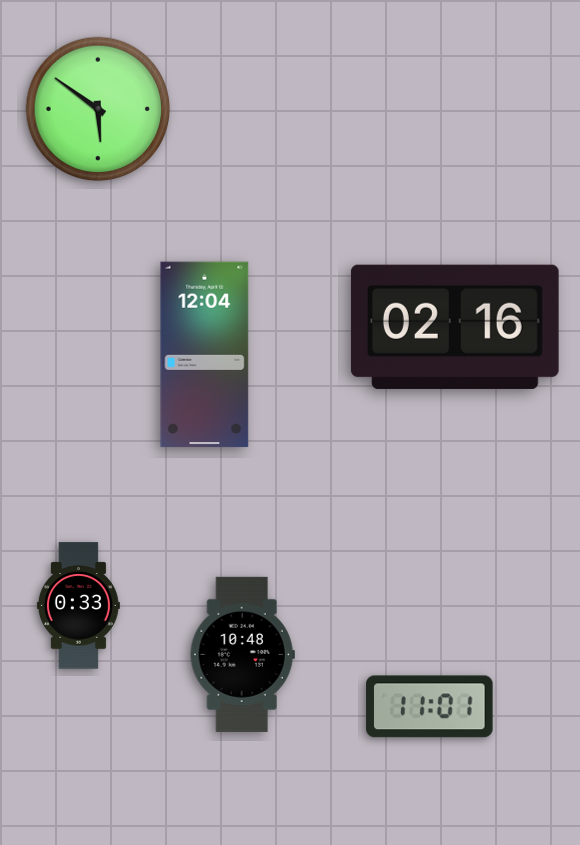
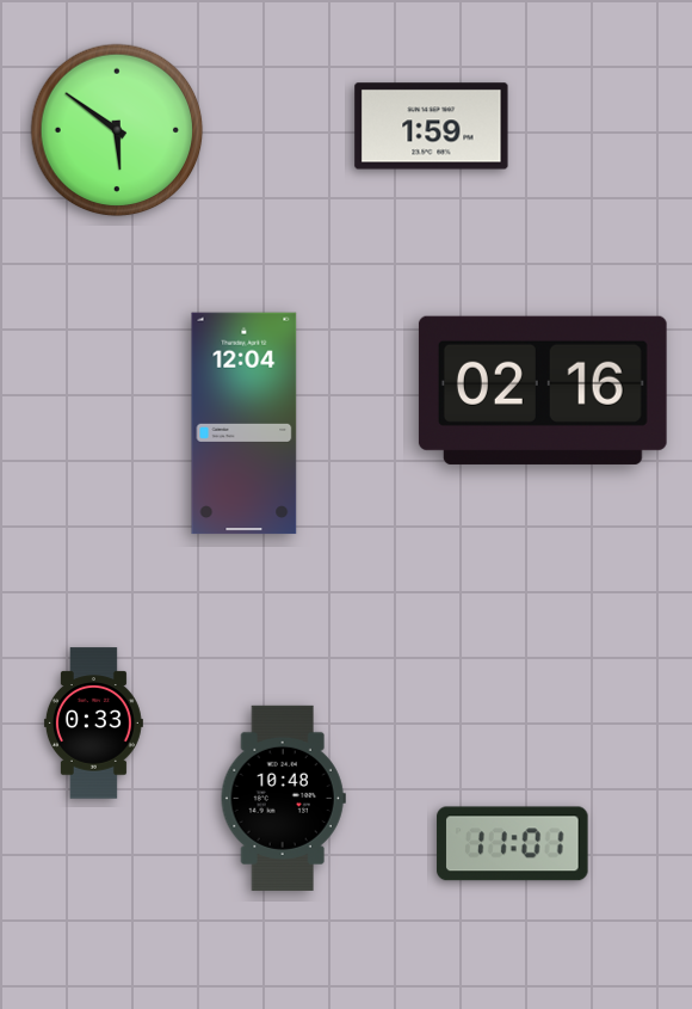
clock at (432, 127): none -> 1:59
clock at (242, 654) position: (242, 654) -> (283, 798)
